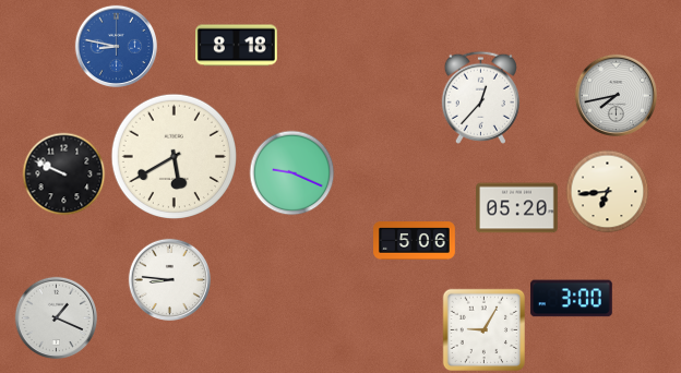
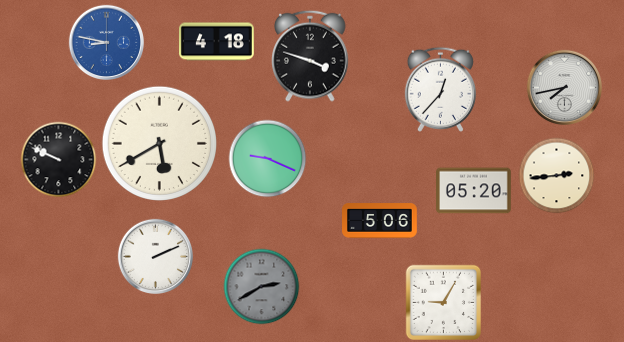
clock at (237, 46): 8:18 -> 4:18
clock at (310, 56): none -> 3:48
clock at (608, 192): 6:44 -> 2:44
clock at (169, 279): 8:46 -> 2:11
clock at (571, 299): 3:00 -> none
clock at (262, 287): none -> 2:40
clock at (56, 317): 1:19 -> none
